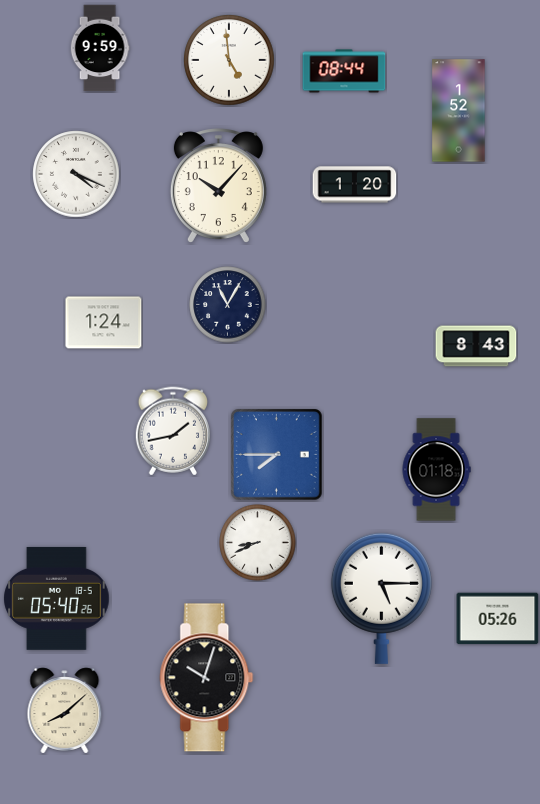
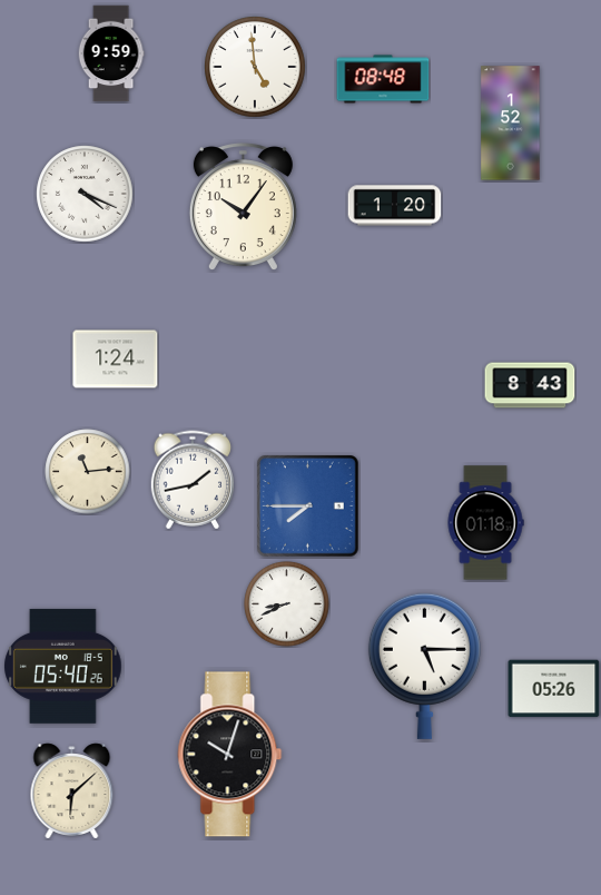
clock at (344, 71): 08:44 -> 08:48
clock at (218, 185): 10:07 -> 10:06
clock at (228, 305): 11:05 -> none
clock at (88, 472): none -> 11:14
clock at (65, 711): 8:08 -> 6:08
